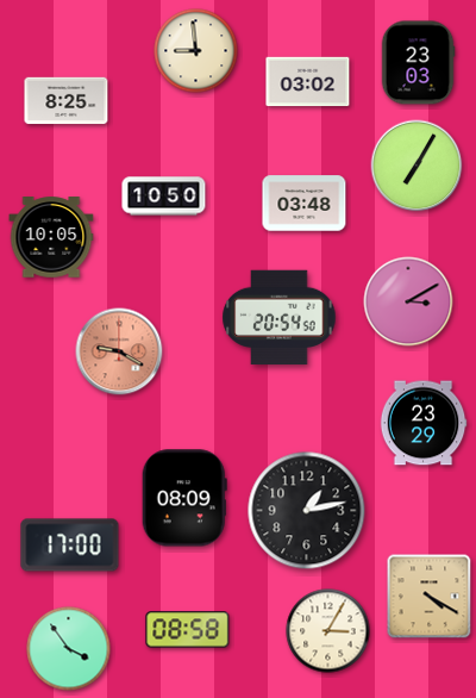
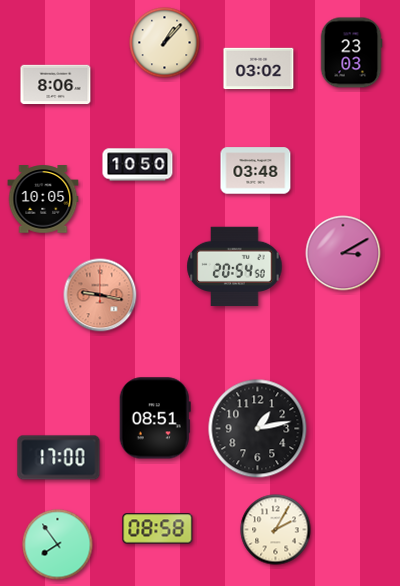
clock at (196, 51): 8:59 -> 1:07
clock at (67, 101): 8:25 -> 8:06
clock at (416, 166): 7:05 -> none
clock at (119, 351): 9:20 -> 9:17
clock at (424, 423): 23:29 -> none
clock at (184, 498): 08:09 -> 08:51
clock at (430, 597): 4:20 -> none
clock at (328, 631): 3:05 -> 2:05
clock at (69, 649): 3:54 -> 7:54
